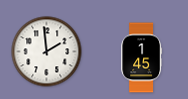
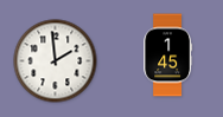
clock at (142, 58) position: (142, 58) -> (168, 56)
